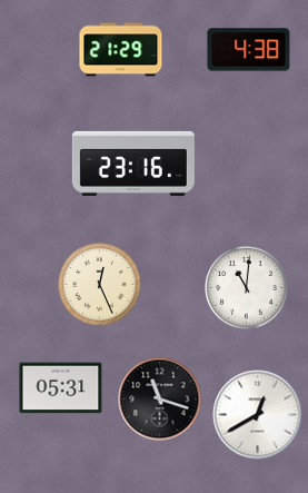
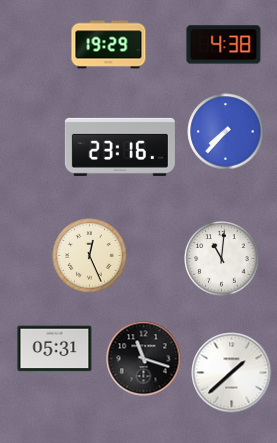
clock at (121, 50): 21:29 -> 19:29
clock at (226, 132): none -> 7:37
clock at (258, 415): 12:40 -> 1:38
